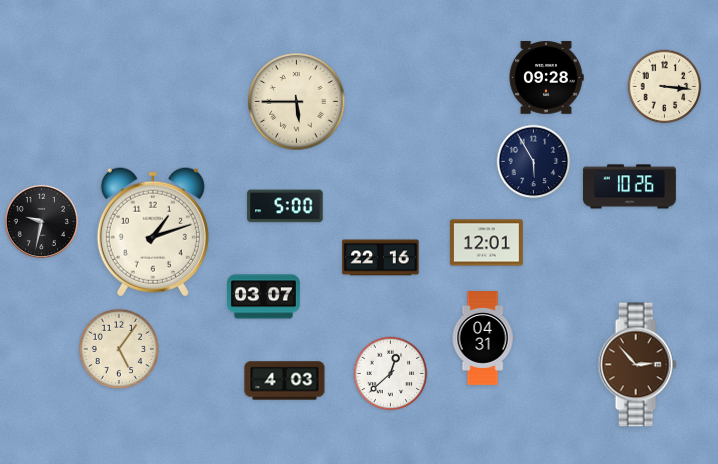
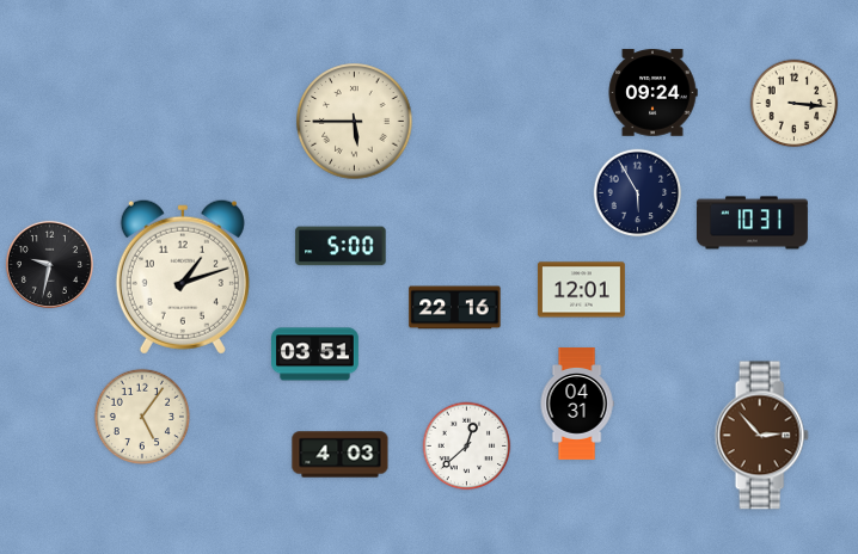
clock at (546, 78): 09:28 -> 09:24
clock at (629, 187): 10:26 -> 10:31
clock at (264, 297): 03:07 -> 03:51
